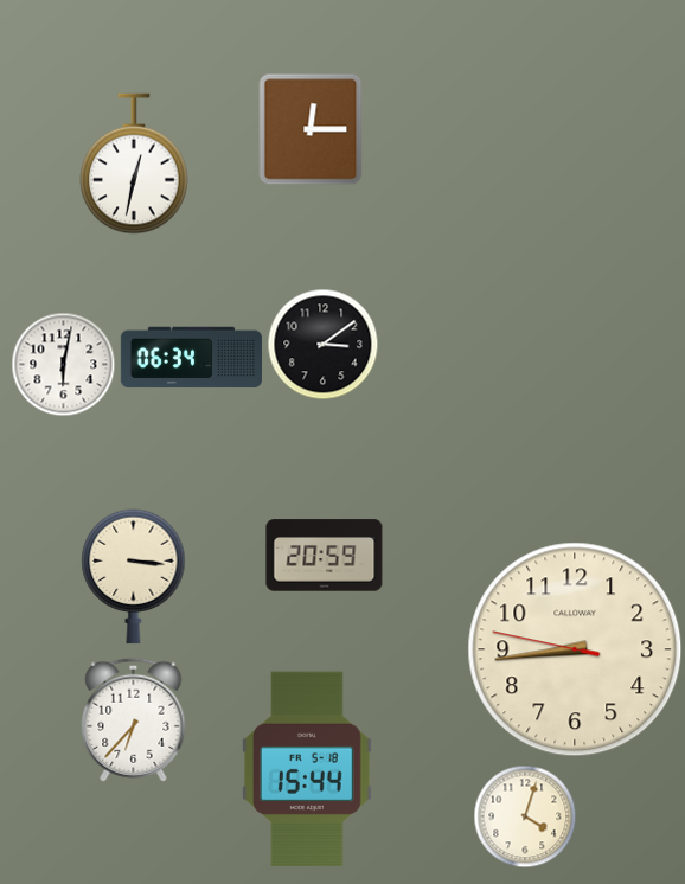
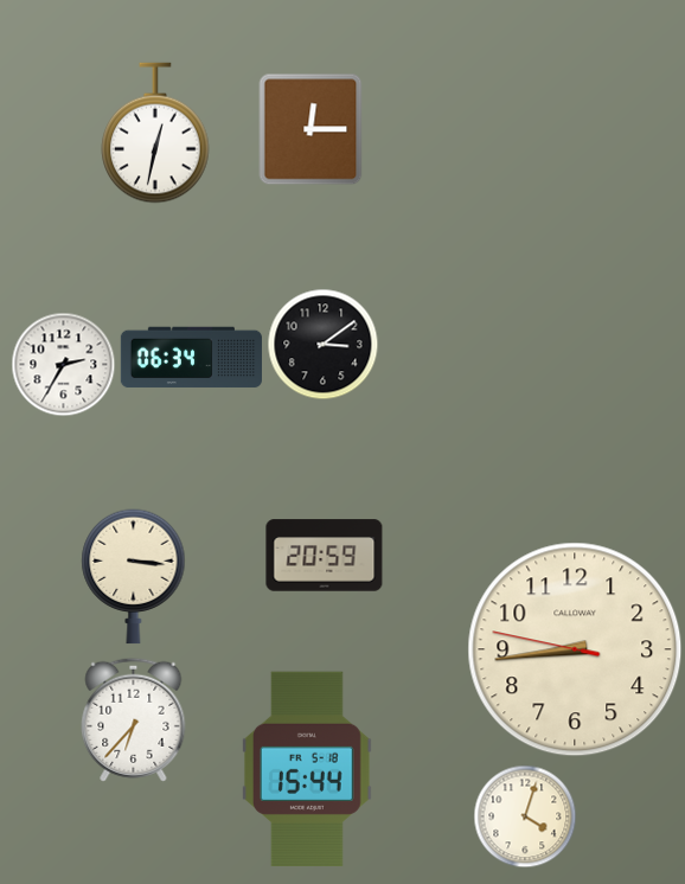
clock at (134, 164) position: (134, 164) -> (155, 133)
clock at (63, 364): 6:02 -> 2:35
